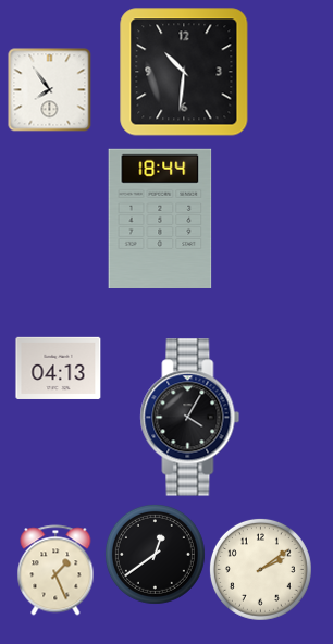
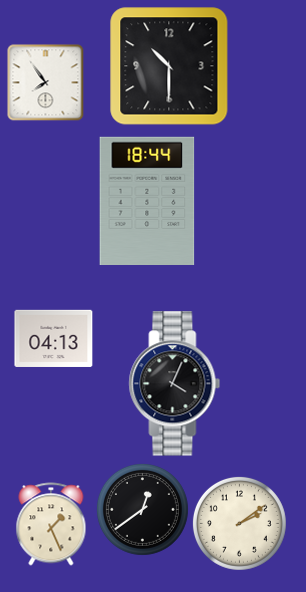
clock at (184, 72): 10:31 -> 10:30
clock at (190, 418): 4:05 -> 4:04
